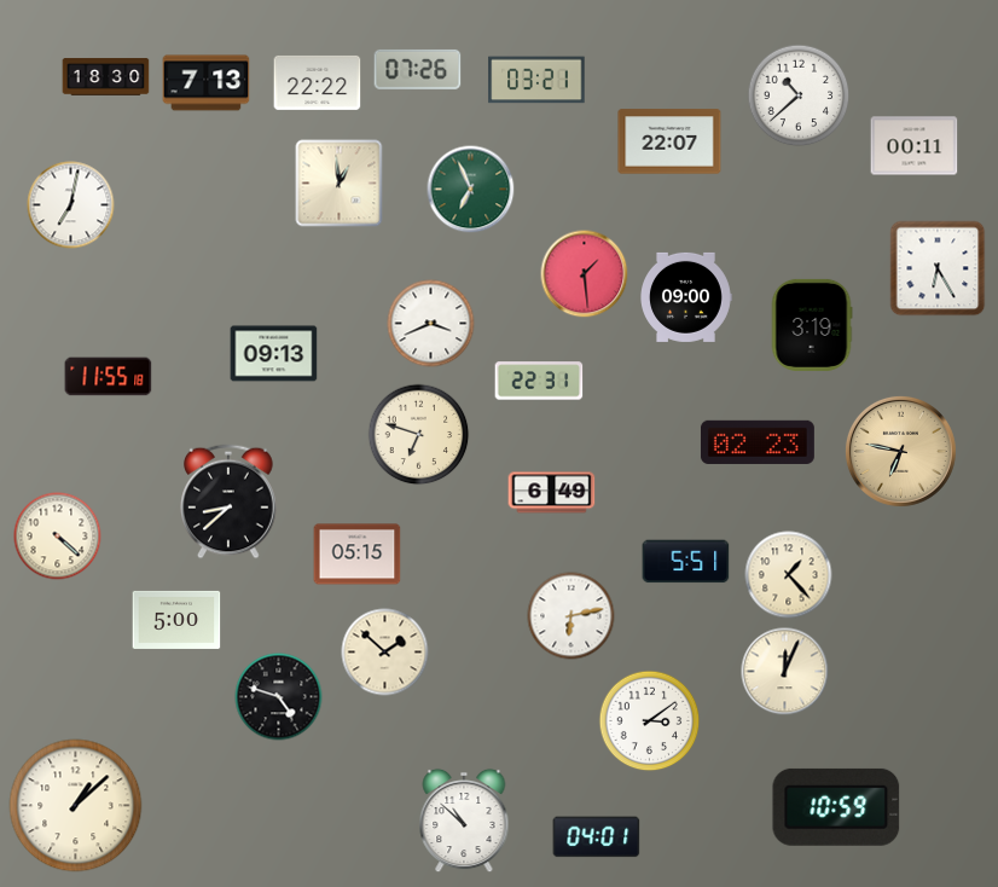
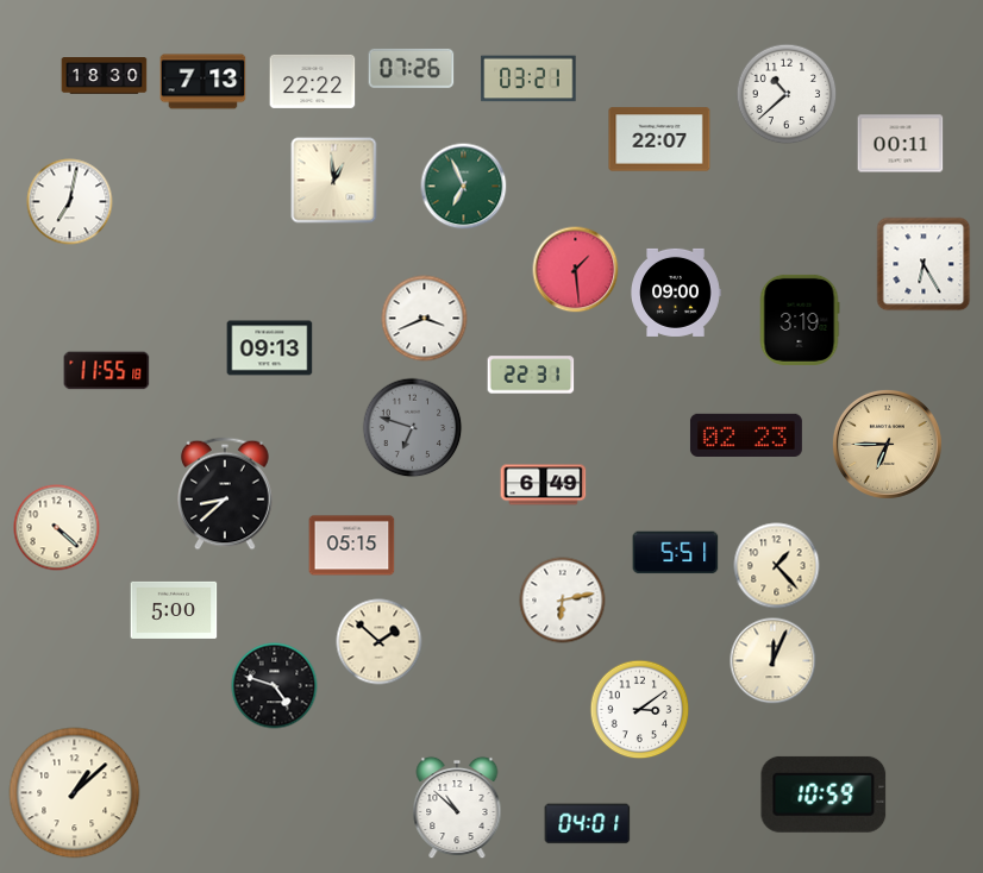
clock at (419, 435) dial: cream -> grey
clock at (900, 451): 6:47 -> 6:45
clock at (571, 616) position: (571, 616) -> (563, 601)
